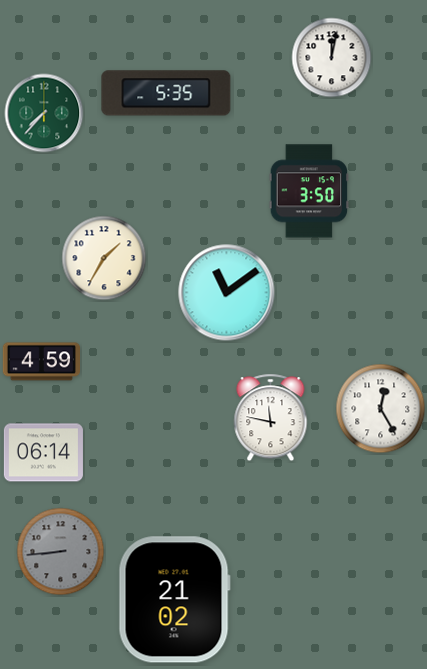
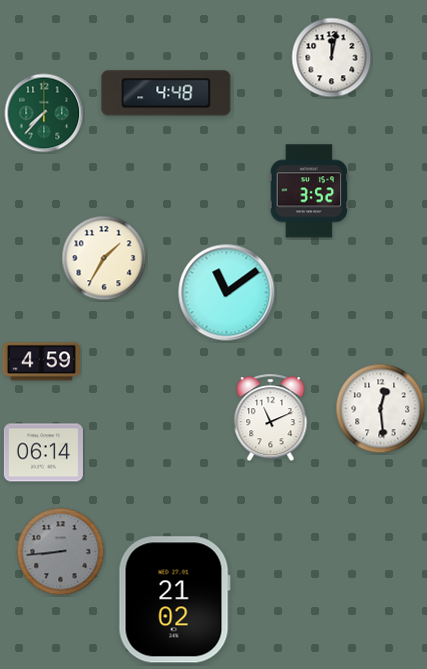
clock at (166, 93): 5:35 -> 4:48
clock at (309, 191): 3:50 -> 3:52
clock at (381, 409): 12:25 -> 12:29
clock at (271, 418): 11:47 -> 11:11
